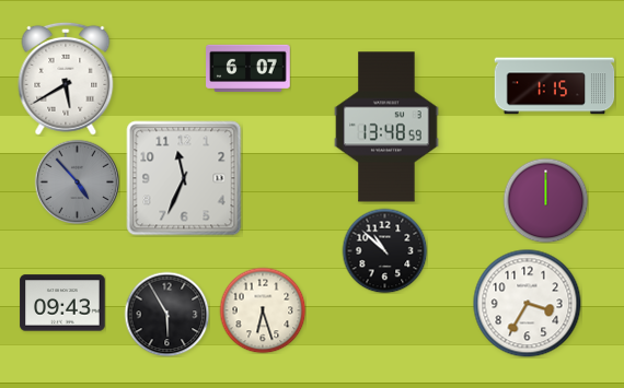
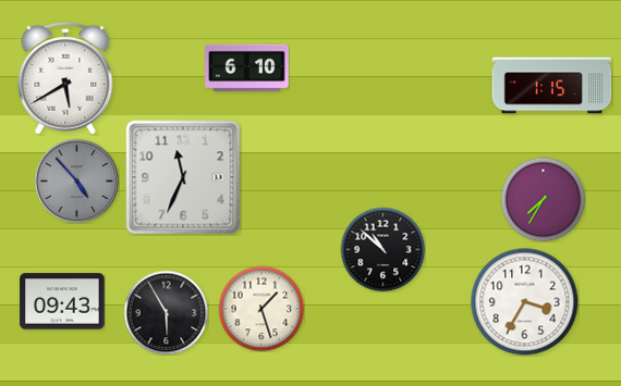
clock at (249, 68): 6:07 -> 6:10
clock at (386, 127): 13:48 -> none
clock at (545, 200): 12:00 -> 7:35
clock at (263, 310): 6:27 -> 1:27
